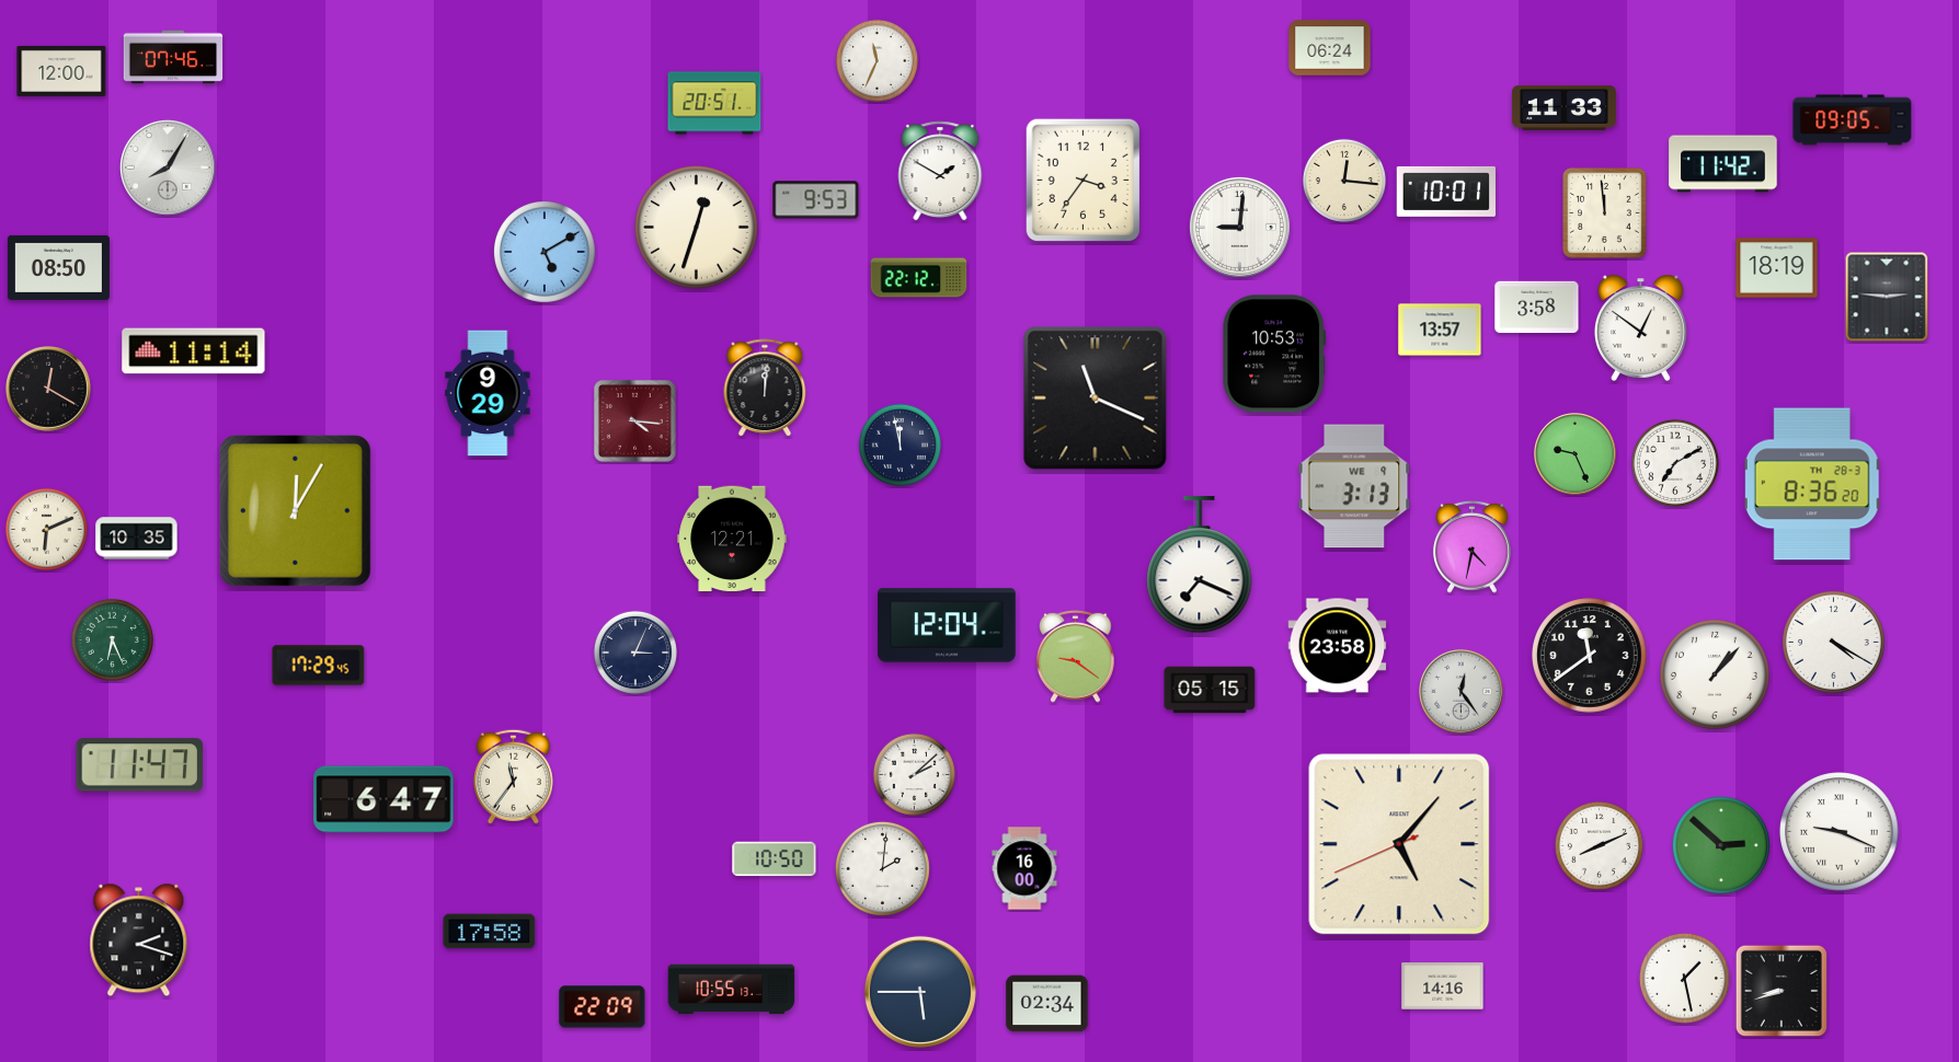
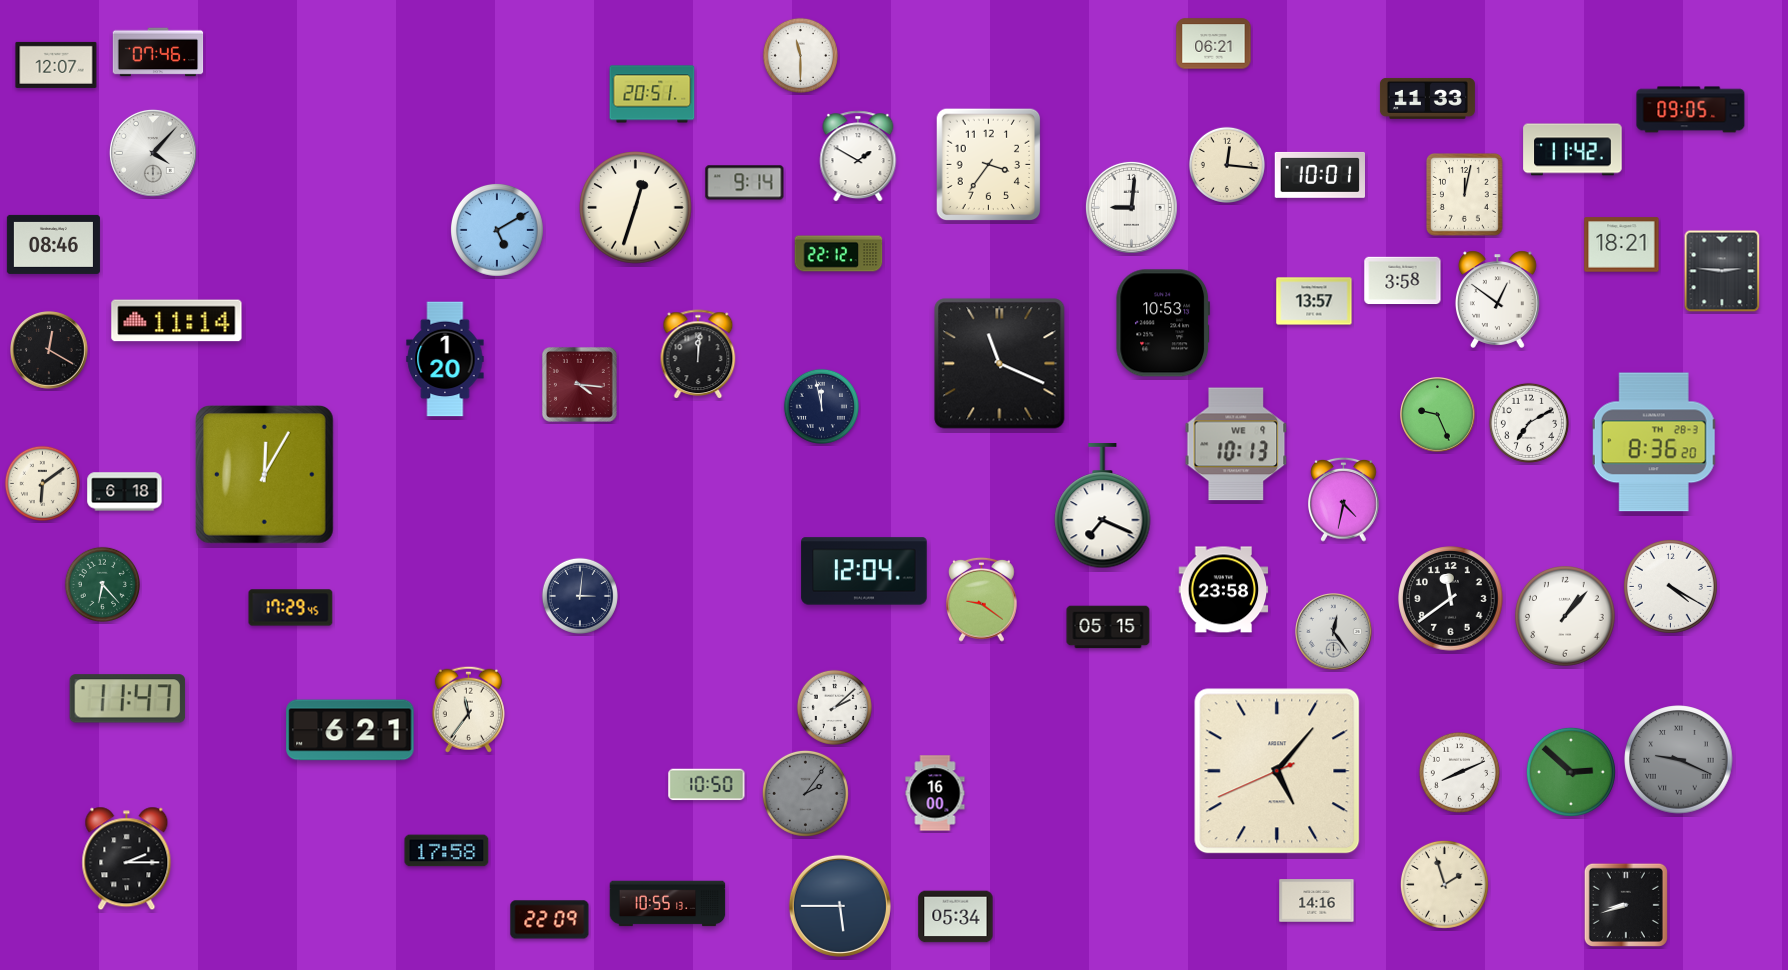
clock at (1330, 48): 06:24 -> 06:21
clock at (877, 60): 11:34 -> 11:30
clock at (61, 71): 12:00 -> 12:07
clock at (168, 168): 8:05 -> 4:07
clock at (816, 200): 9:53 -> 9:14
clock at (1604, 213): 11:59 -> 12:02
clock at (58, 267): 08:50 -> 08:46
clock at (1777, 268): 18:19 -> 18:21
clock at (48, 389) position: (48, 389) -> (49, 350)
clock at (488, 393): 9:29 -> 1:20
clock at (1354, 486): 3:13 -> 10:13
clock at (296, 511) position: (296, 511) -> (265, 475)
clock at (46, 529): 6:11 -> 6:09
clock at (137, 539): 10:35 -> 6:18
clock at (732, 539): 12:21 -> none
clock at (1200, 565) position: (1200, 565) -> (1103, 506)
clock at (112, 639): 6:26 -> 6:23
clock at (1833, 642) position: (1833, 642) -> (1670, 586)
clock at (1338, 646) position: (1338, 646) -> (1224, 590)
clock at (635, 653): 3:04 -> 3:01
clock at (1210, 690) position: (1210, 690) -> (1108, 627)
clock at (383, 799): 6:47 -> 6:21
clock at (1840, 832) dial: white -> grey
clock at (882, 868): 2:01 -> 2:06
clock at (882, 868) dial: white -> grey
clock at (139, 940): 2:18 -> 2:15
clock at (1444, 884): none -> 1:57
clock at (1684, 978): 1:28 -> none
clock at (1047, 1004): 02:34 -> 05:34
